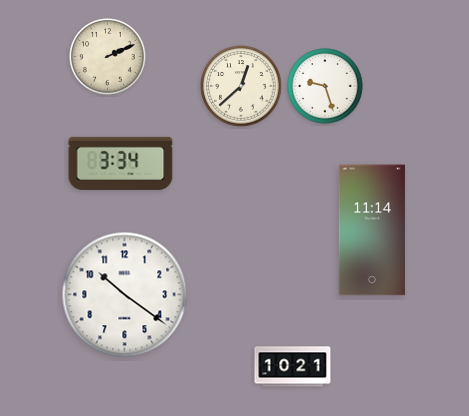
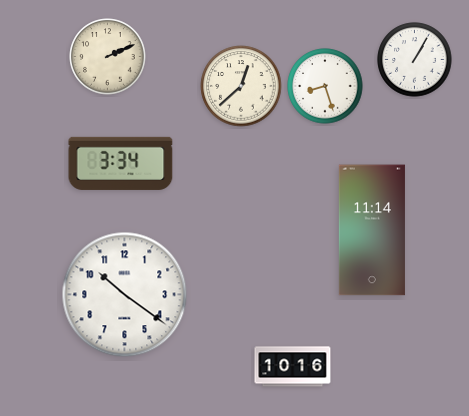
clock at (415, 60): none -> 1:05
clock at (325, 86): 9:27 -> 8:27
clock at (293, 367): 10:21 -> 10:16
